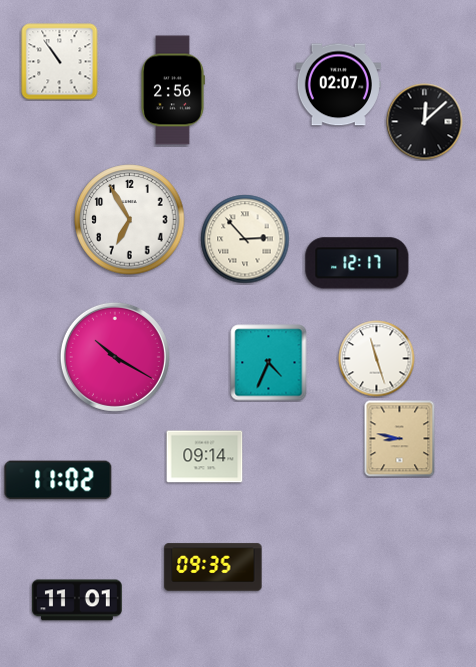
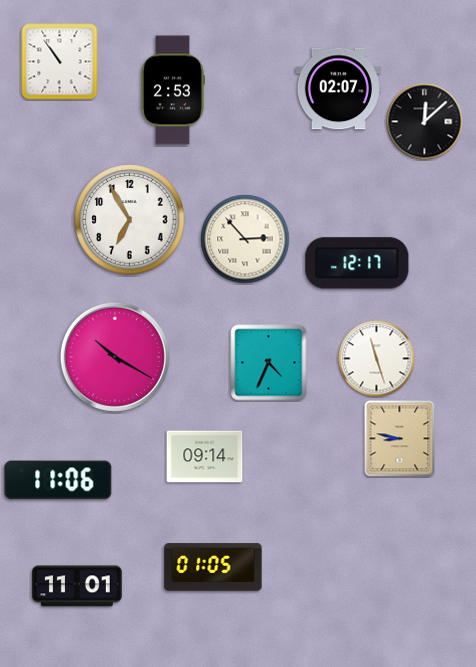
clock at (338, 85) position: (338, 85) -> (338, 89)
clock at (173, 90): 2:56 -> 2:53
clock at (58, 480): 11:02 -> 11:06
clock at (213, 567): 09:35 -> 01:05
clock at (77, 600) position: (77, 600) -> (77, 586)
